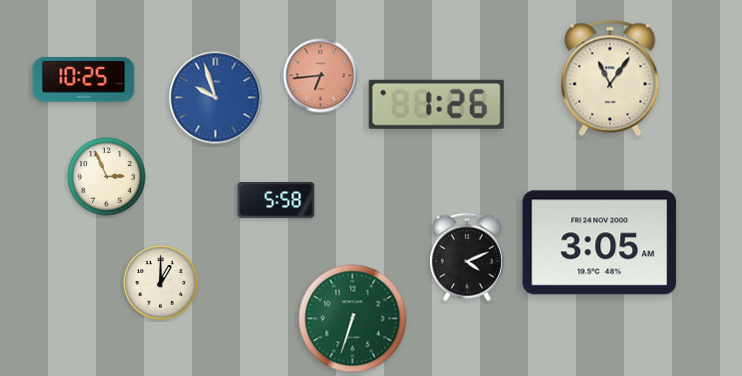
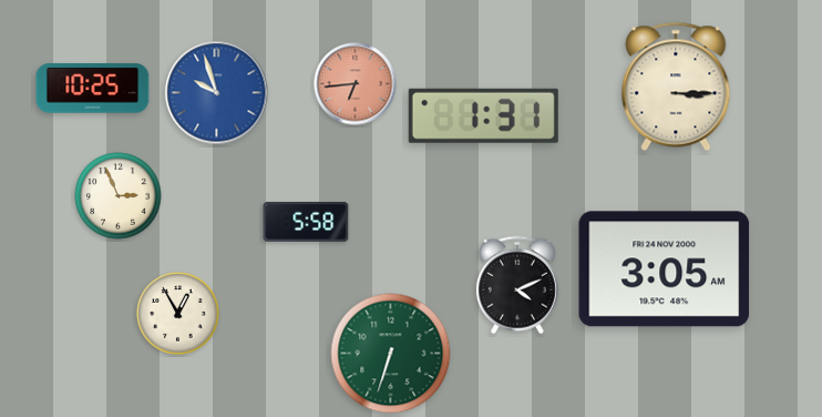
clock at (610, 78): 11:06 -> 3:15
clock at (216, 98) position: (216, 98) -> (217, 93)
clock at (436, 104): 1:26 -> 1:31
clock at (161, 283): 1:00 -> 12:55
